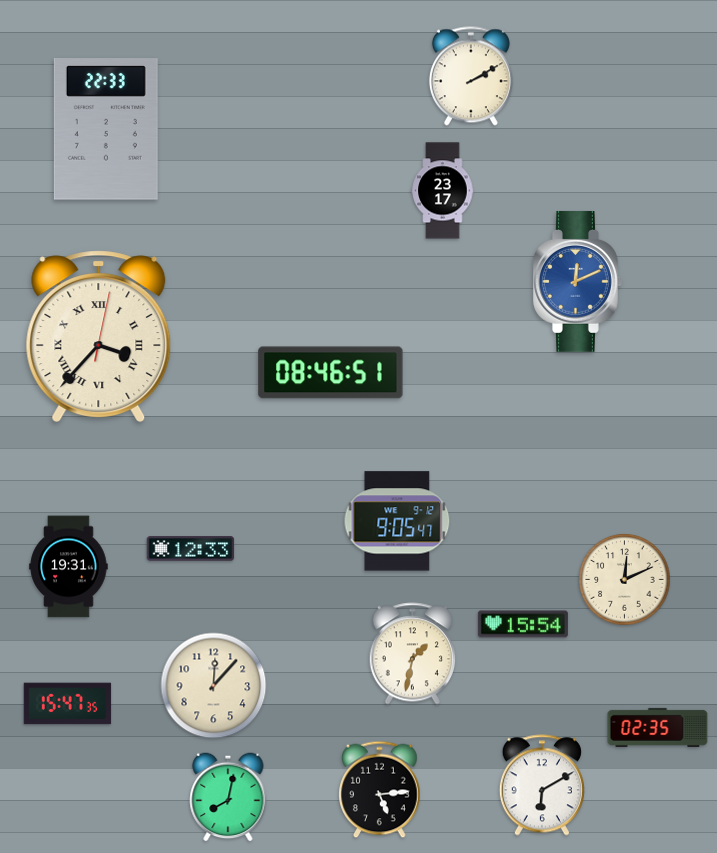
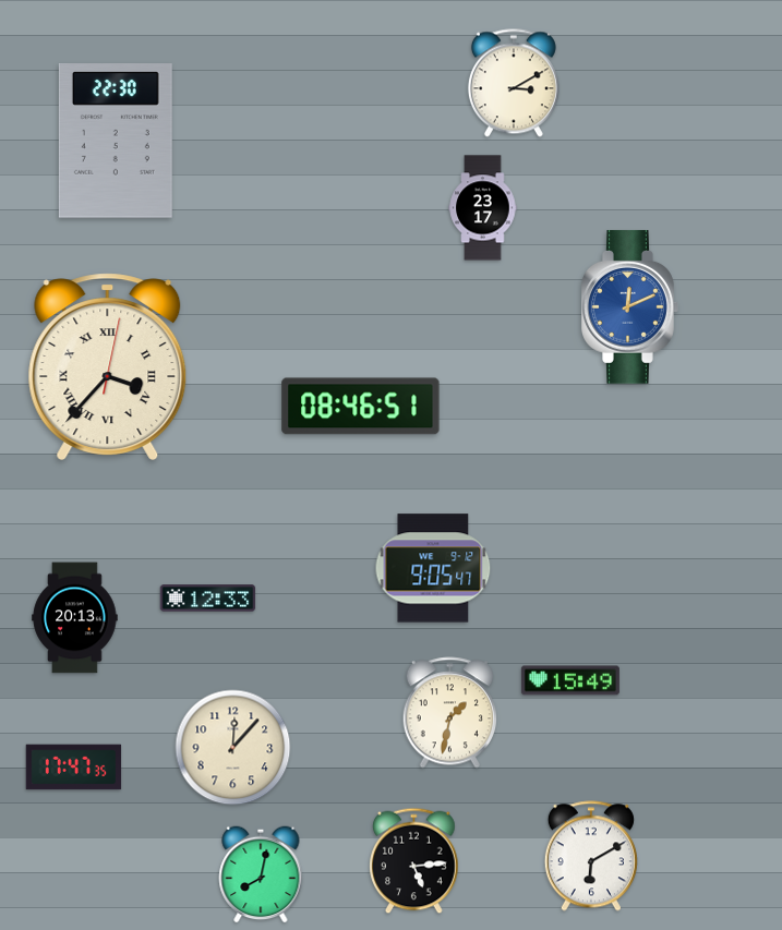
clock at (471, 76): 2:10 -> 3:10
clock at (106, 130): 22:33 -> 22:30
clock at (69, 567): 19:31 -> 20:13
clock at (625, 580): 12:11 -> none
clock at (523, 624): 15:54 -> 15:49
clock at (68, 704): 15:47 -> 17:47
clock at (658, 727): 02:35 -> none
clock at (228, 797) position: (228, 797) -> (261, 874)
